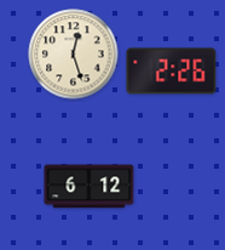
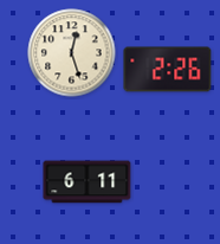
clock at (90, 187): 6:12 -> 6:11
